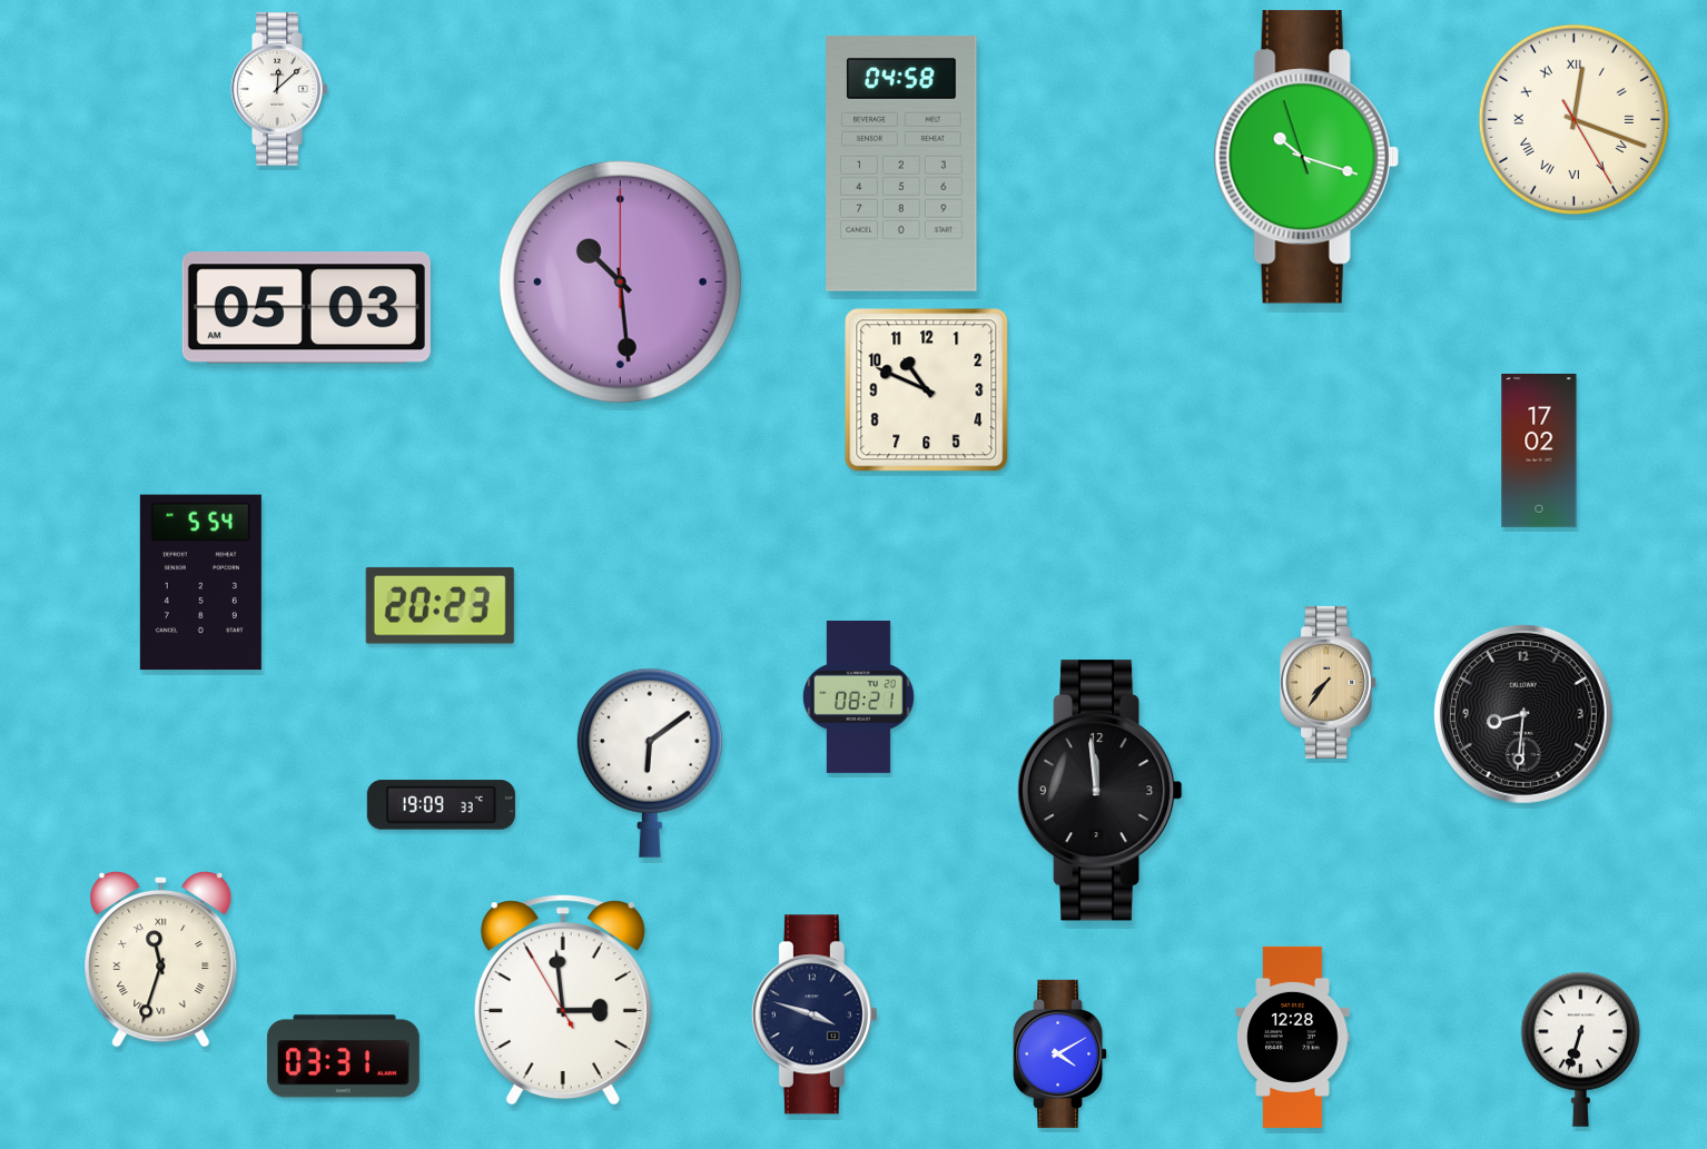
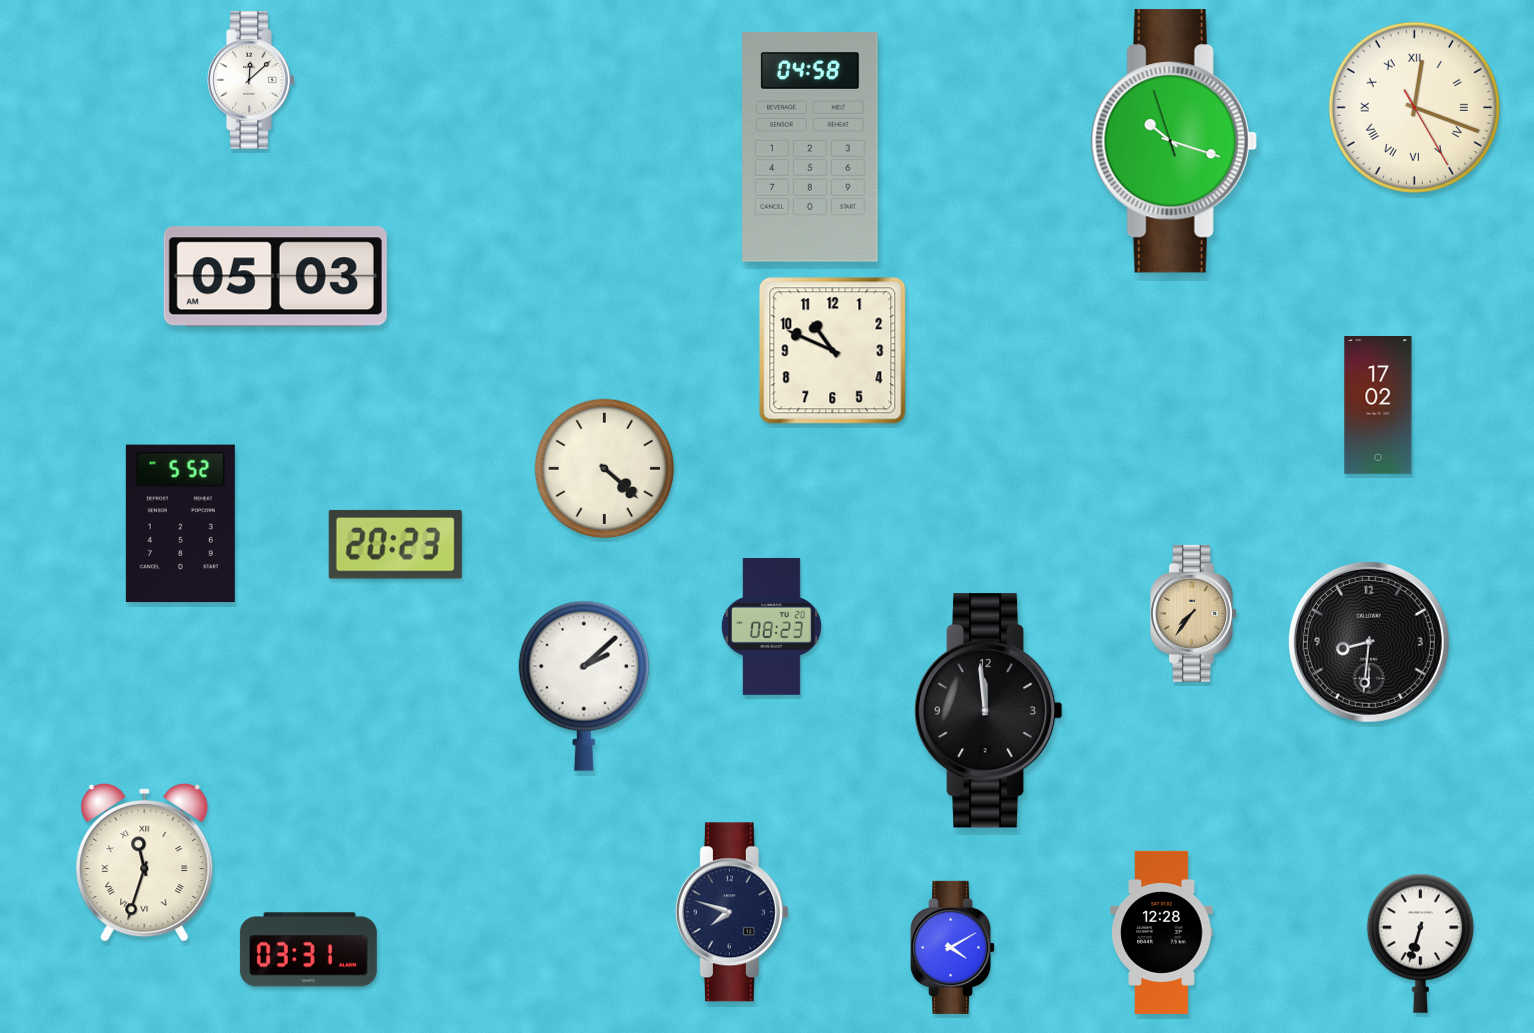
clock at (620, 281): 10:29 -> none
clock at (1539, 452) position: (1539, 452) -> (1378, 406)
clock at (605, 469): none -> 4:22
clock at (200, 583): 5:54 -> 5:52
clock at (858, 696): 08:21 -> 08:23
clock at (650, 763): 6:09 -> 2:08
clock at (441, 805): 19:09 -> none
clock at (563, 1000): 2:58 -> none
clock at (815, 1014): 3:48 -> 7:48
